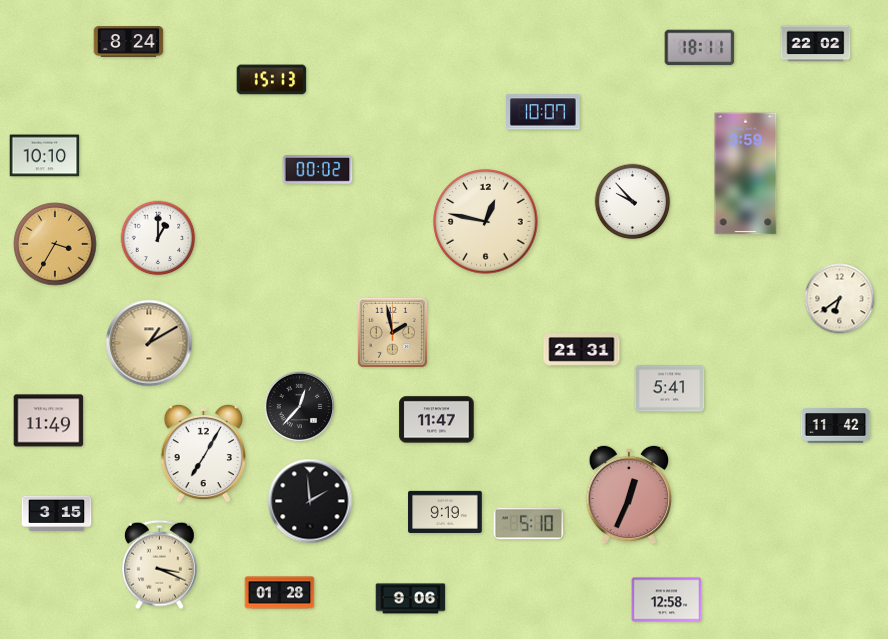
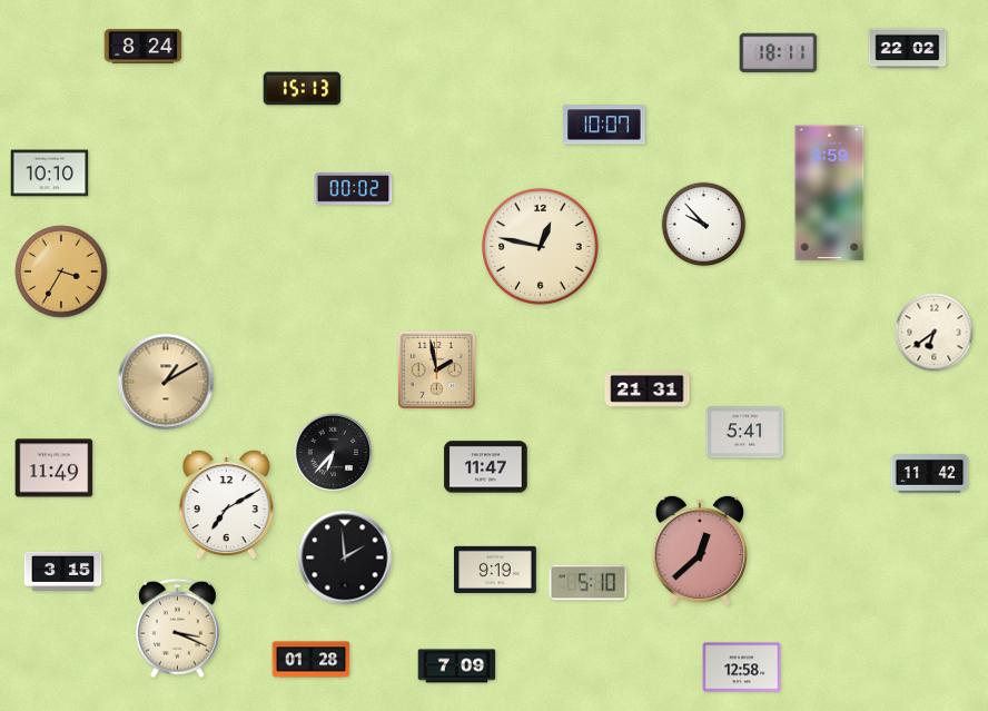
clock at (158, 238): 1:00 -> none
clock at (300, 407): 12:37 -> 6:37
clock at (203, 453): 7:05 -> 7:10
clock at (628, 495): 12:34 -> 12:38
clock at (411, 599): 9:06 -> 7:09
